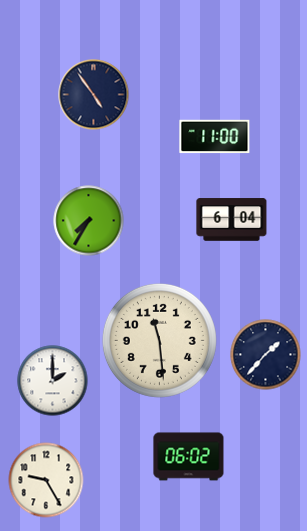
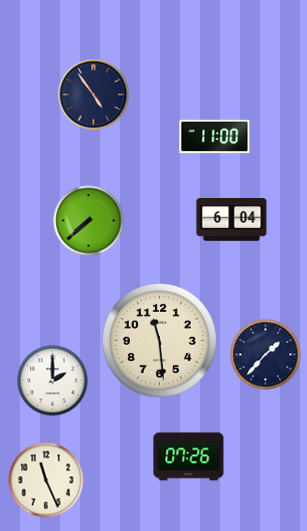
clock at (89, 221): 7:35 -> 7:38
clock at (189, 457): 06:02 -> 07:26
clock at (46, 480): 9:25 -> 11:26
